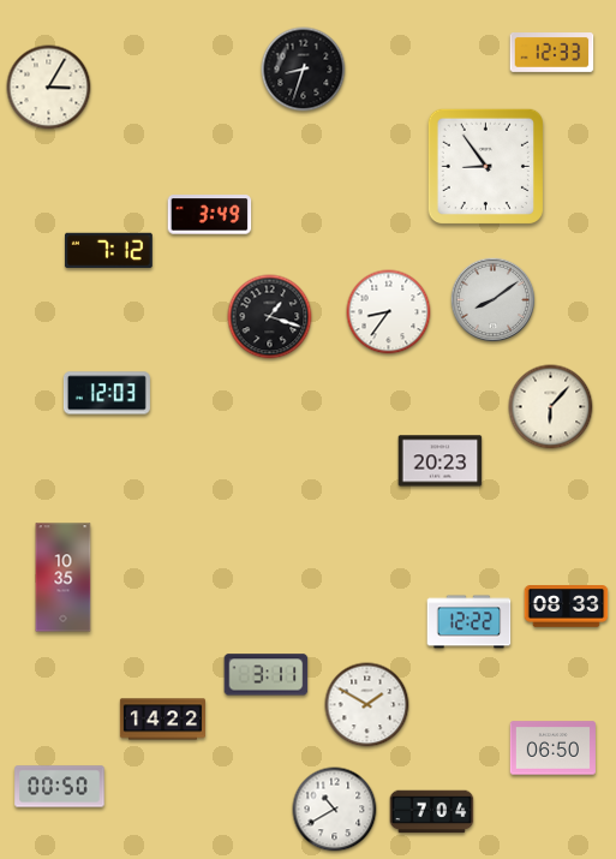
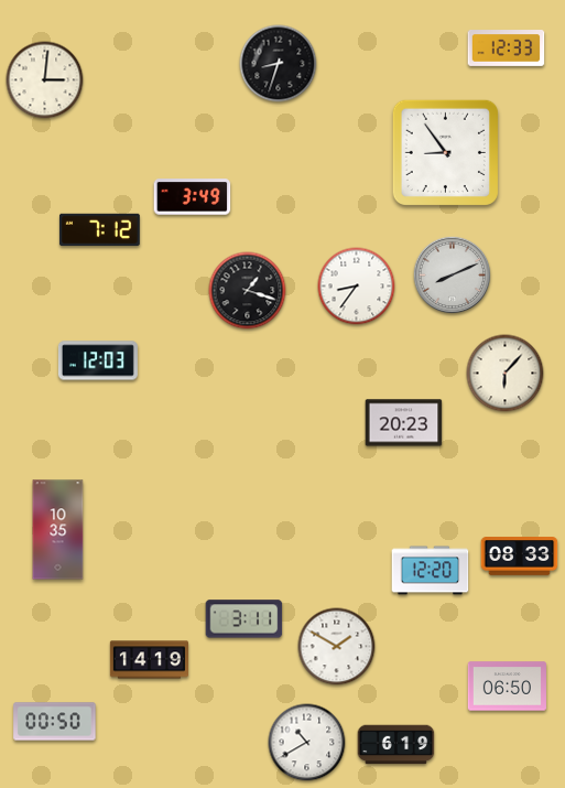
clock at (49, 88): 3:05 -> 3:01
clock at (494, 300): 8:09 -> 8:11
clock at (470, 622): 12:22 -> 12:20
clock at (162, 720): 14:22 -> 14:19
clock at (432, 812): 7:04 -> 6:19
